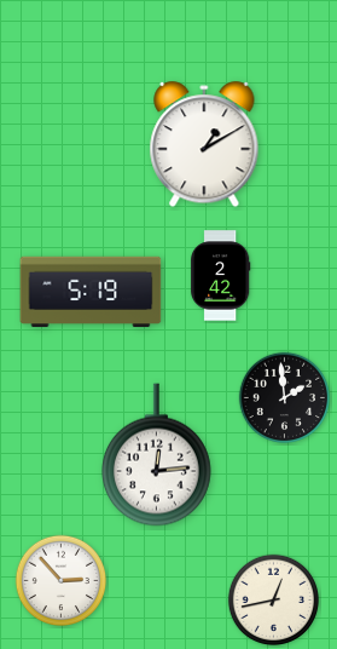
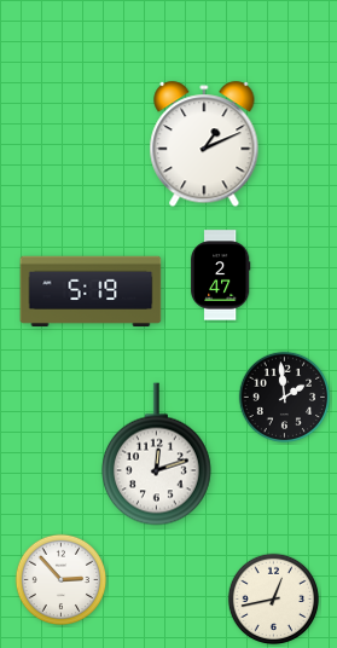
clock at (204, 145): 1:10 -> 1:11
clock at (220, 276): 2:42 -> 2:47
clock at (156, 455): 12:14 -> 12:12
